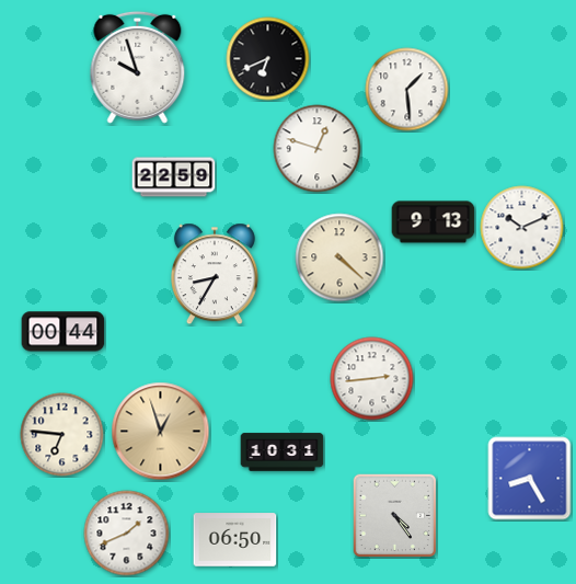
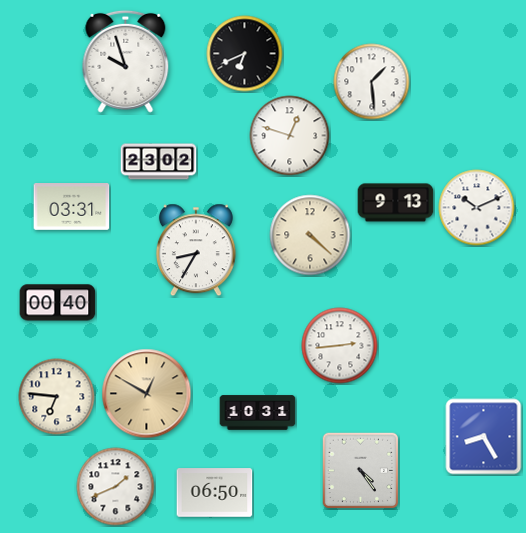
clock at (174, 178): 22:59 -> 23:02
clock at (72, 207): none -> 03:31
clock at (64, 332): 00:44 -> 00:40
clock at (161, 432): 12:57 -> 12:50
